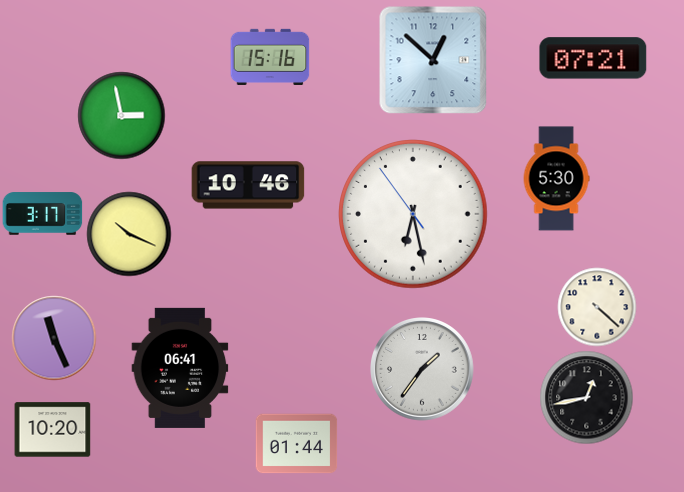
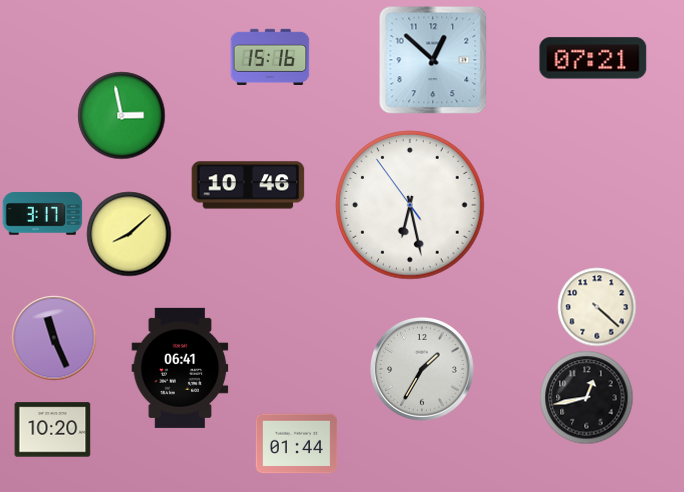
clock at (556, 179): 5:30 -> none
clock at (413, 214) position: (413, 214) -> (410, 205)
clock at (129, 234): 10:19 -> 8:08
clock at (423, 370): 1:36 -> 1:35
